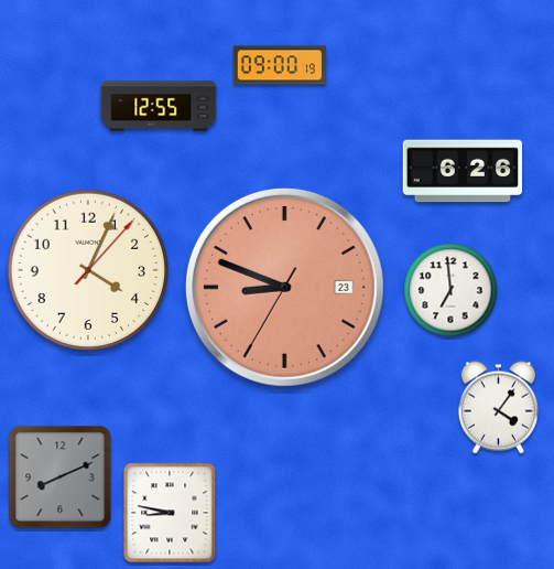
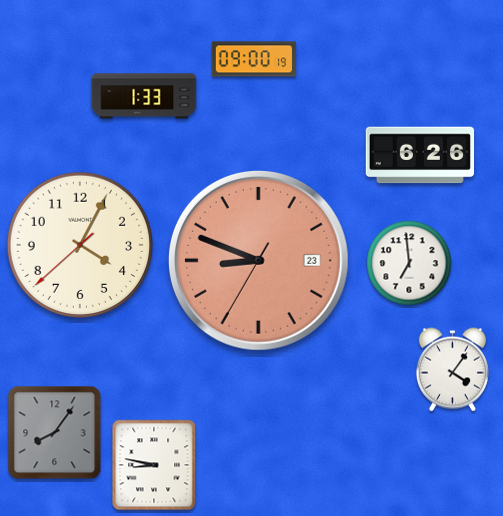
clock at (159, 106): 12:55 -> 1:33
clock at (87, 269): 4:04:07 -> 4:04:38
clock at (61, 477): 8:11 -> 8:06
